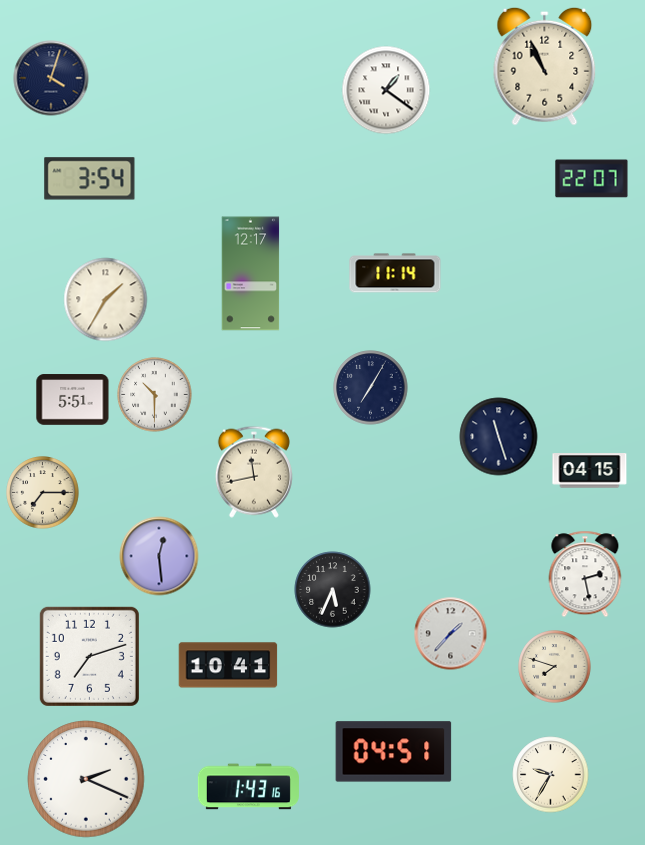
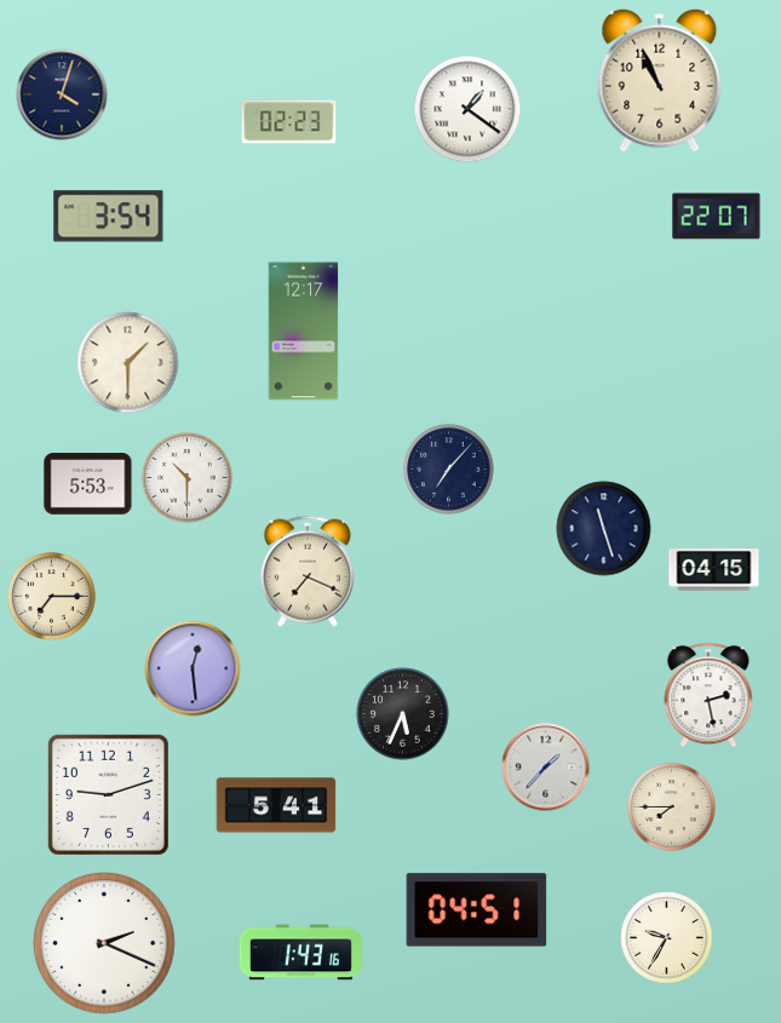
clock at (289, 122): none -> 02:23
clock at (395, 273): 11:14 -> none
clock at (106, 300): 1:35 -> 1:30
clock at (371, 388): 7:05 -> 7:07
clock at (73, 400): 5:51 -> 5:53
clock at (254, 472): 11:43 -> 7:19
clock at (159, 556) position: (159, 556) -> (193, 668)
clock at (89, 656): 7:12 -> 9:12
clock at (228, 665): 10:41 -> 5:41
clock at (555, 667): 7:48 -> 7:45
